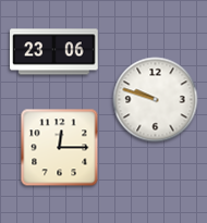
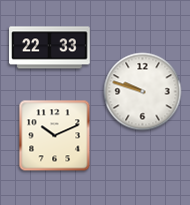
clock at (54, 52): 23:06 -> 22:33
clock at (60, 148): 12:15 -> 10:11
